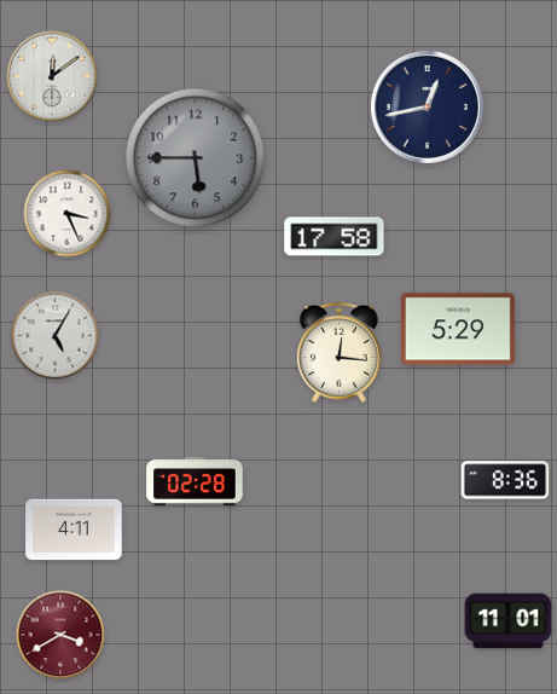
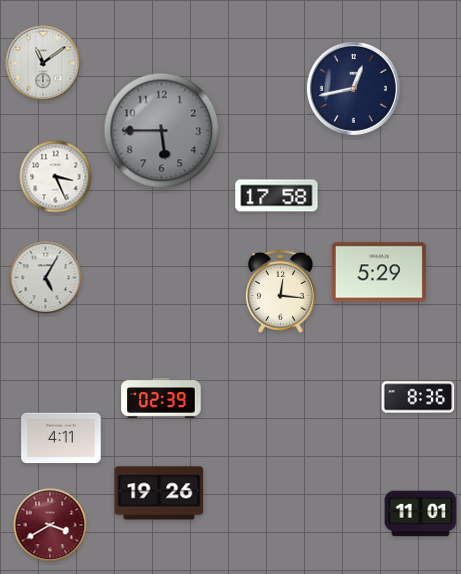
clock at (52, 76): 12:09 -> 11:09
clock at (195, 481): 02:28 -> 02:39
clock at (159, 493): none -> 19:26
